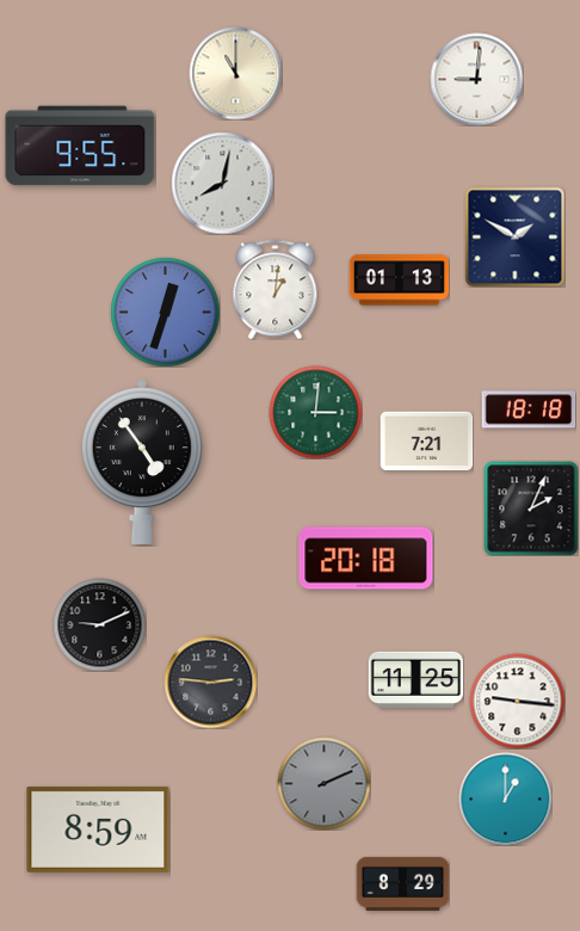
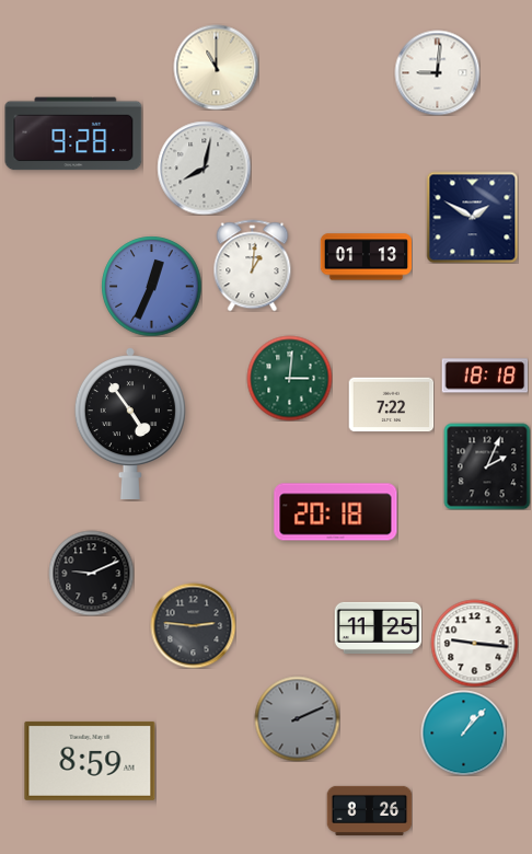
clock at (80, 146): 9:55 -> 9:28
clock at (165, 312): 12:33 -> 12:34
clock at (426, 442): 7:21 -> 7:22
clock at (415, 679) position: (415, 679) -> (378, 627)
clock at (505, 799): 1:00 -> 1:07
clock at (402, 883): 8:29 -> 8:26
